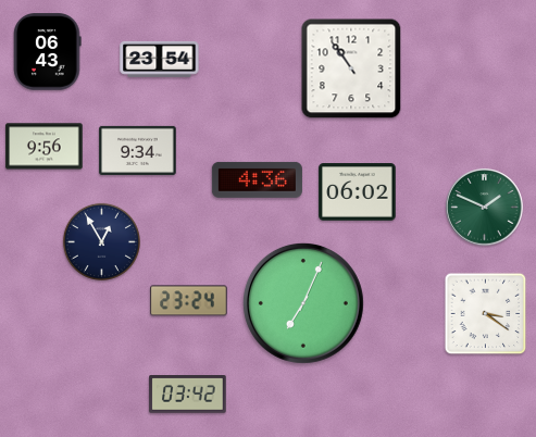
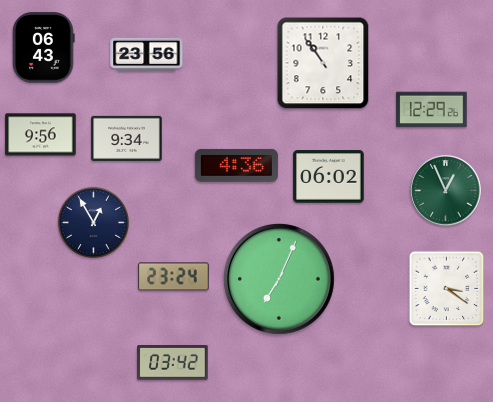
clock at (160, 59): 23:54 -> 23:56
clock at (432, 110): none -> 12:29
clock at (485, 208): 1:49 -> 12:56
